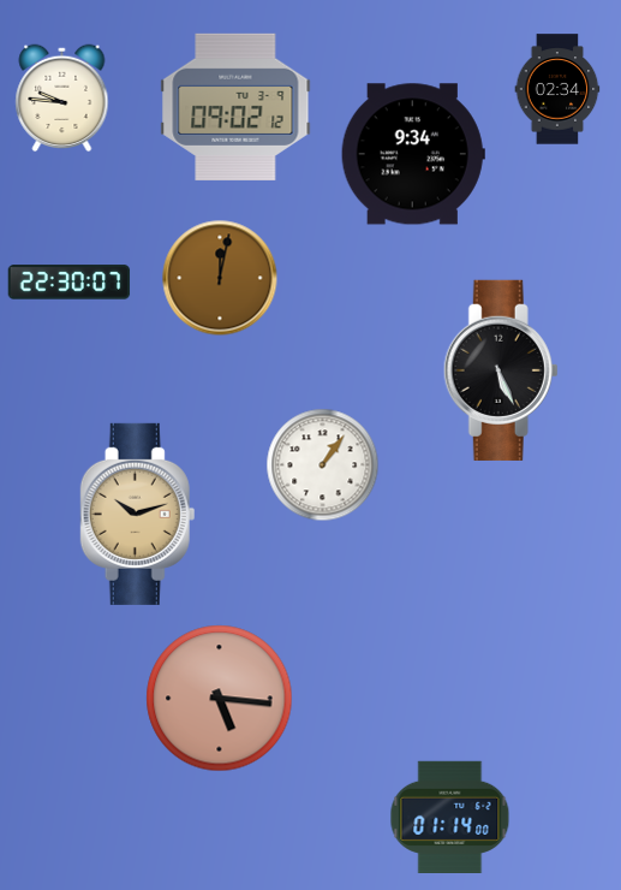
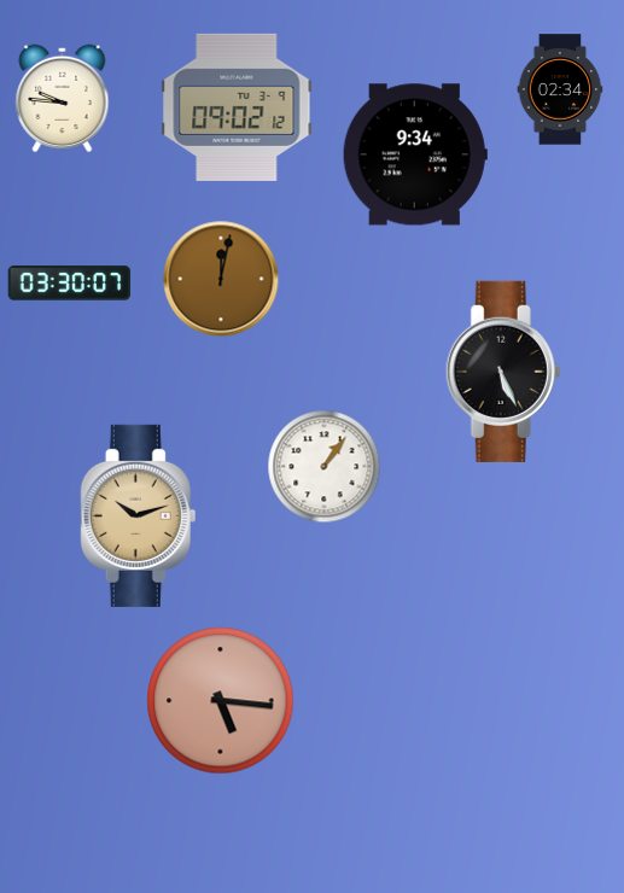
clock at (70, 283): 22:30 -> 03:30
clock at (450, 817): 01:14 -> none
